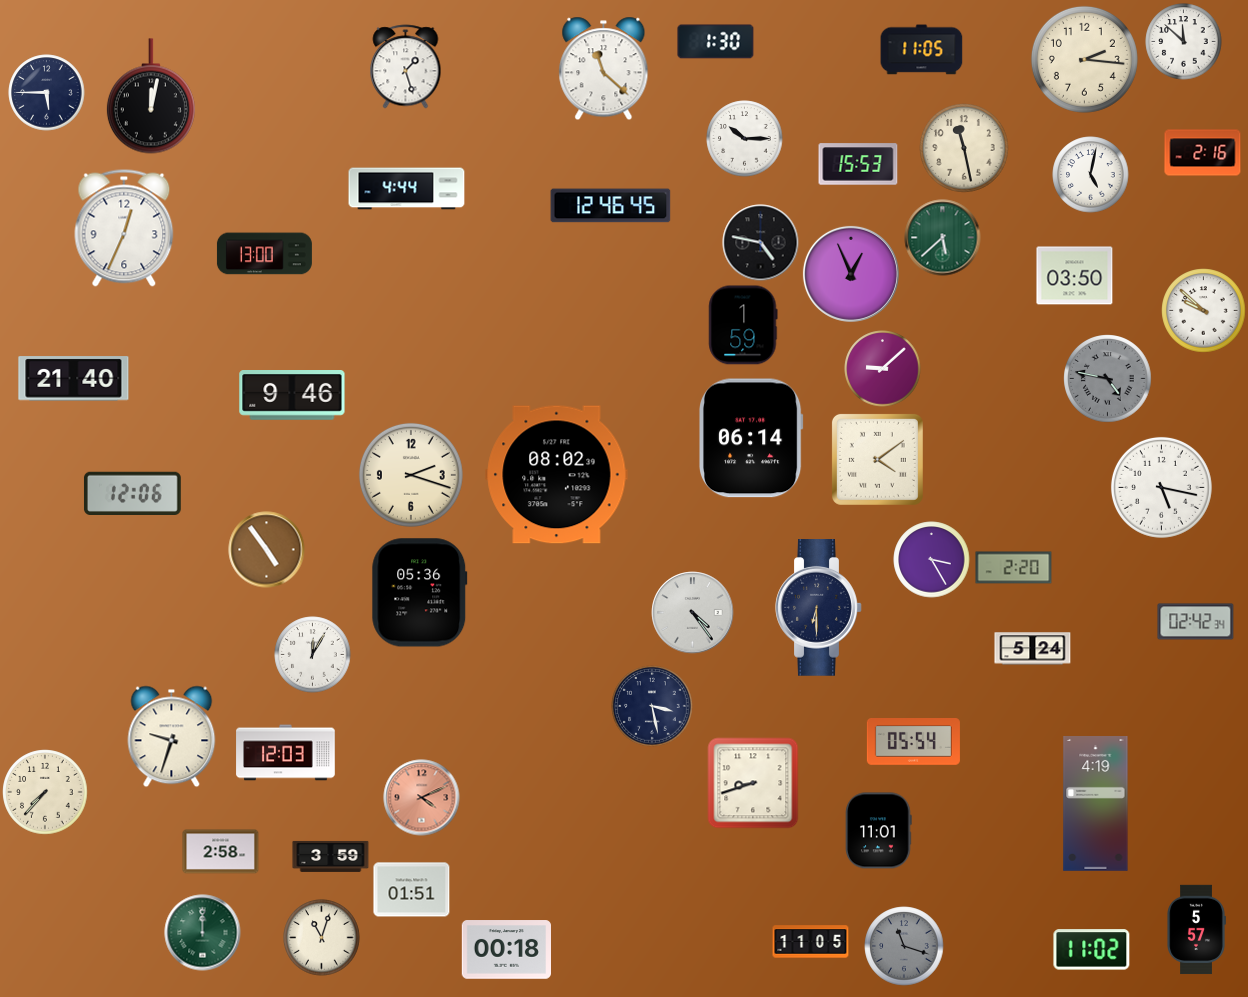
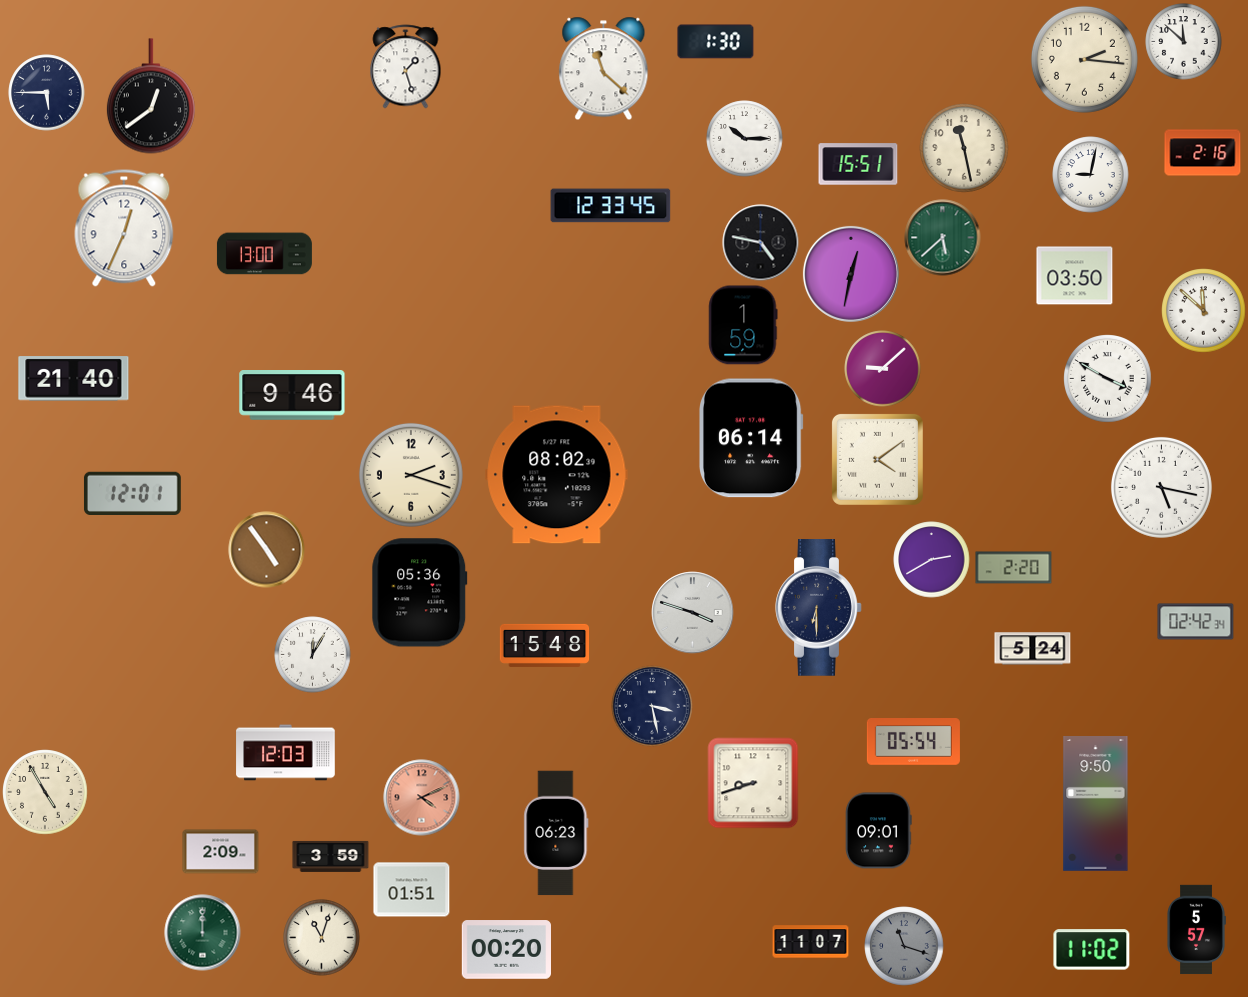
clock at (922, 50): 11:05 -> none
clock at (151, 96): 12:02 -> 12:39
clock at (858, 164): 15:53 -> 15:51
clock at (1091, 175): 5:02 -> 9:02
clock at (407, 189): 4:44 -> none
clock at (611, 206): 12:46 -> 12:33
clock at (851, 274): 12:56 -> 12:32
clock at (1204, 311): 9:52 -> 11:52
clock at (1108, 379): 4:47 -> 3:50
clock at (1108, 379) dial: grey -> white
clock at (132, 493): 12:06 -> 12:01
clock at (932, 560): 3:25 -> 2:40
clock at (693, 613): 4:24 -> 3:48
clock at (545, 645): none -> 15:48
clock at (172, 737): 9:33 -> none
clock at (45, 792): 7:37 -> 4:55
clock at (1096, 804): 4:19 -> 9:50
clock at (879, 831): 11:01 -> 09:01
clock at (556, 833): none -> 06:23
clock at (221, 852): 2:58 -> 2:09
clock at (811, 942): 11:05 -> 11:07
clock at (507, 950): 00:18 -> 00:20
